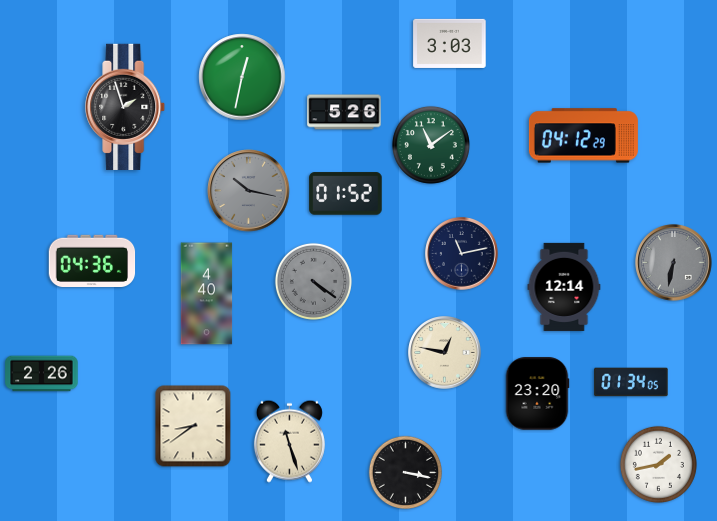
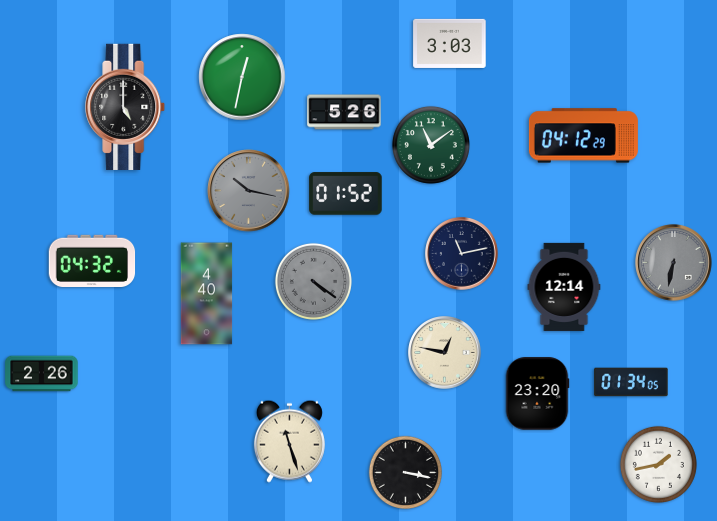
clock at (126, 107): 1:57 -> 5:00
clock at (92, 260): 04:36 -> 04:32
clock at (193, 426): 8:39 -> none
